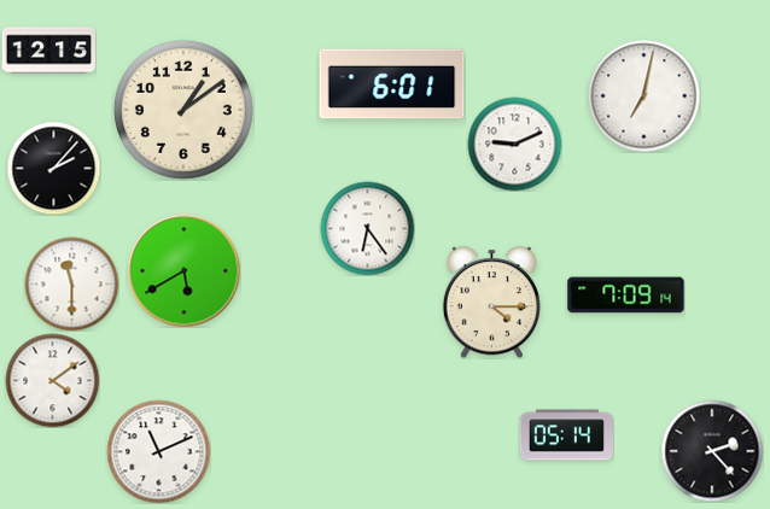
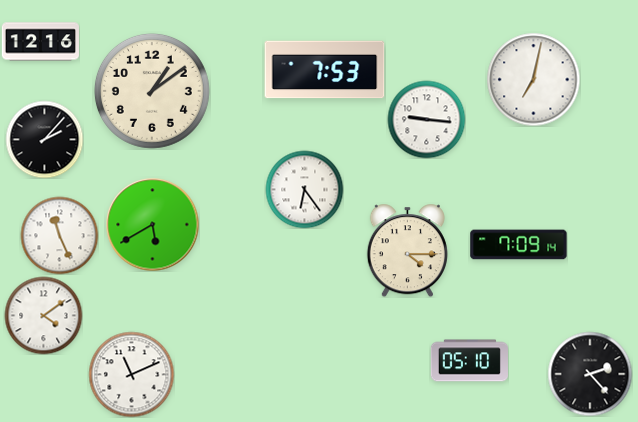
clock at (48, 51): 12:15 -> 12:16
clock at (392, 84): 6:01 -> 7:53
clock at (514, 144): 9:11 -> 9:16
clock at (71, 283): 11:30 -> 11:26
clock at (566, 435): 05:14 -> 05:10
